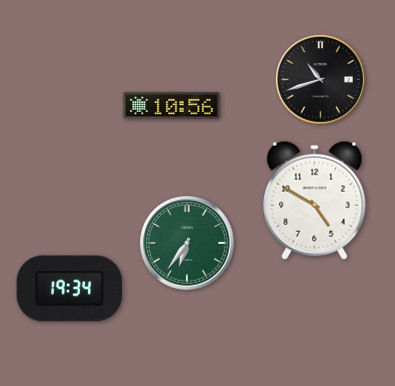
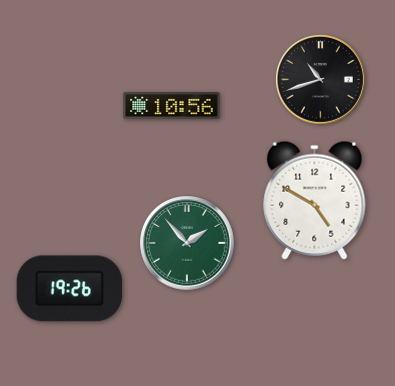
clock at (187, 243): 6:36 -> 1:53
clock at (70, 289): 19:34 -> 19:26
